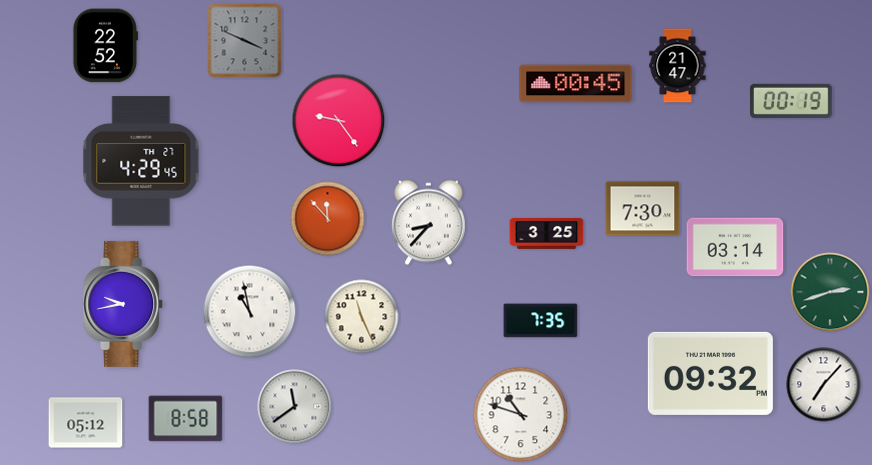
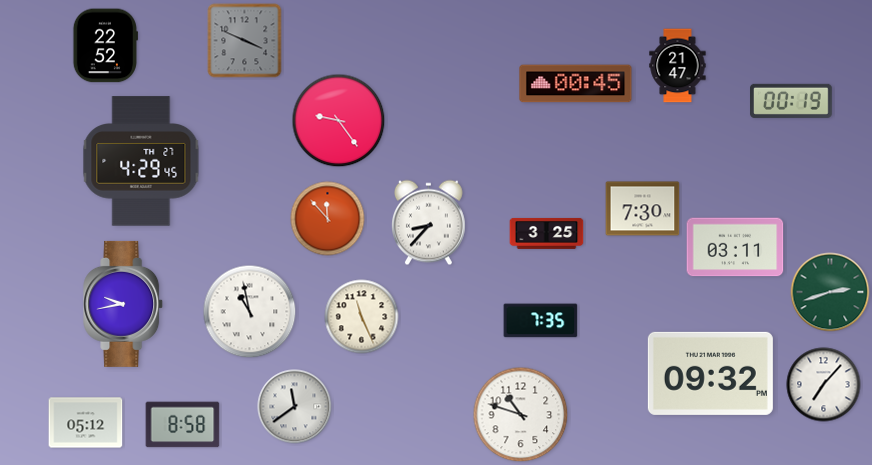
clock at (735, 247): 03:14 -> 03:11
clock at (186, 419) position: (186, 419) -> (183, 425)
